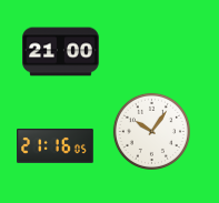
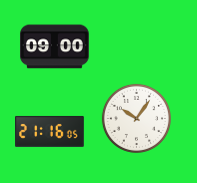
clock at (61, 52): 21:00 -> 09:00
